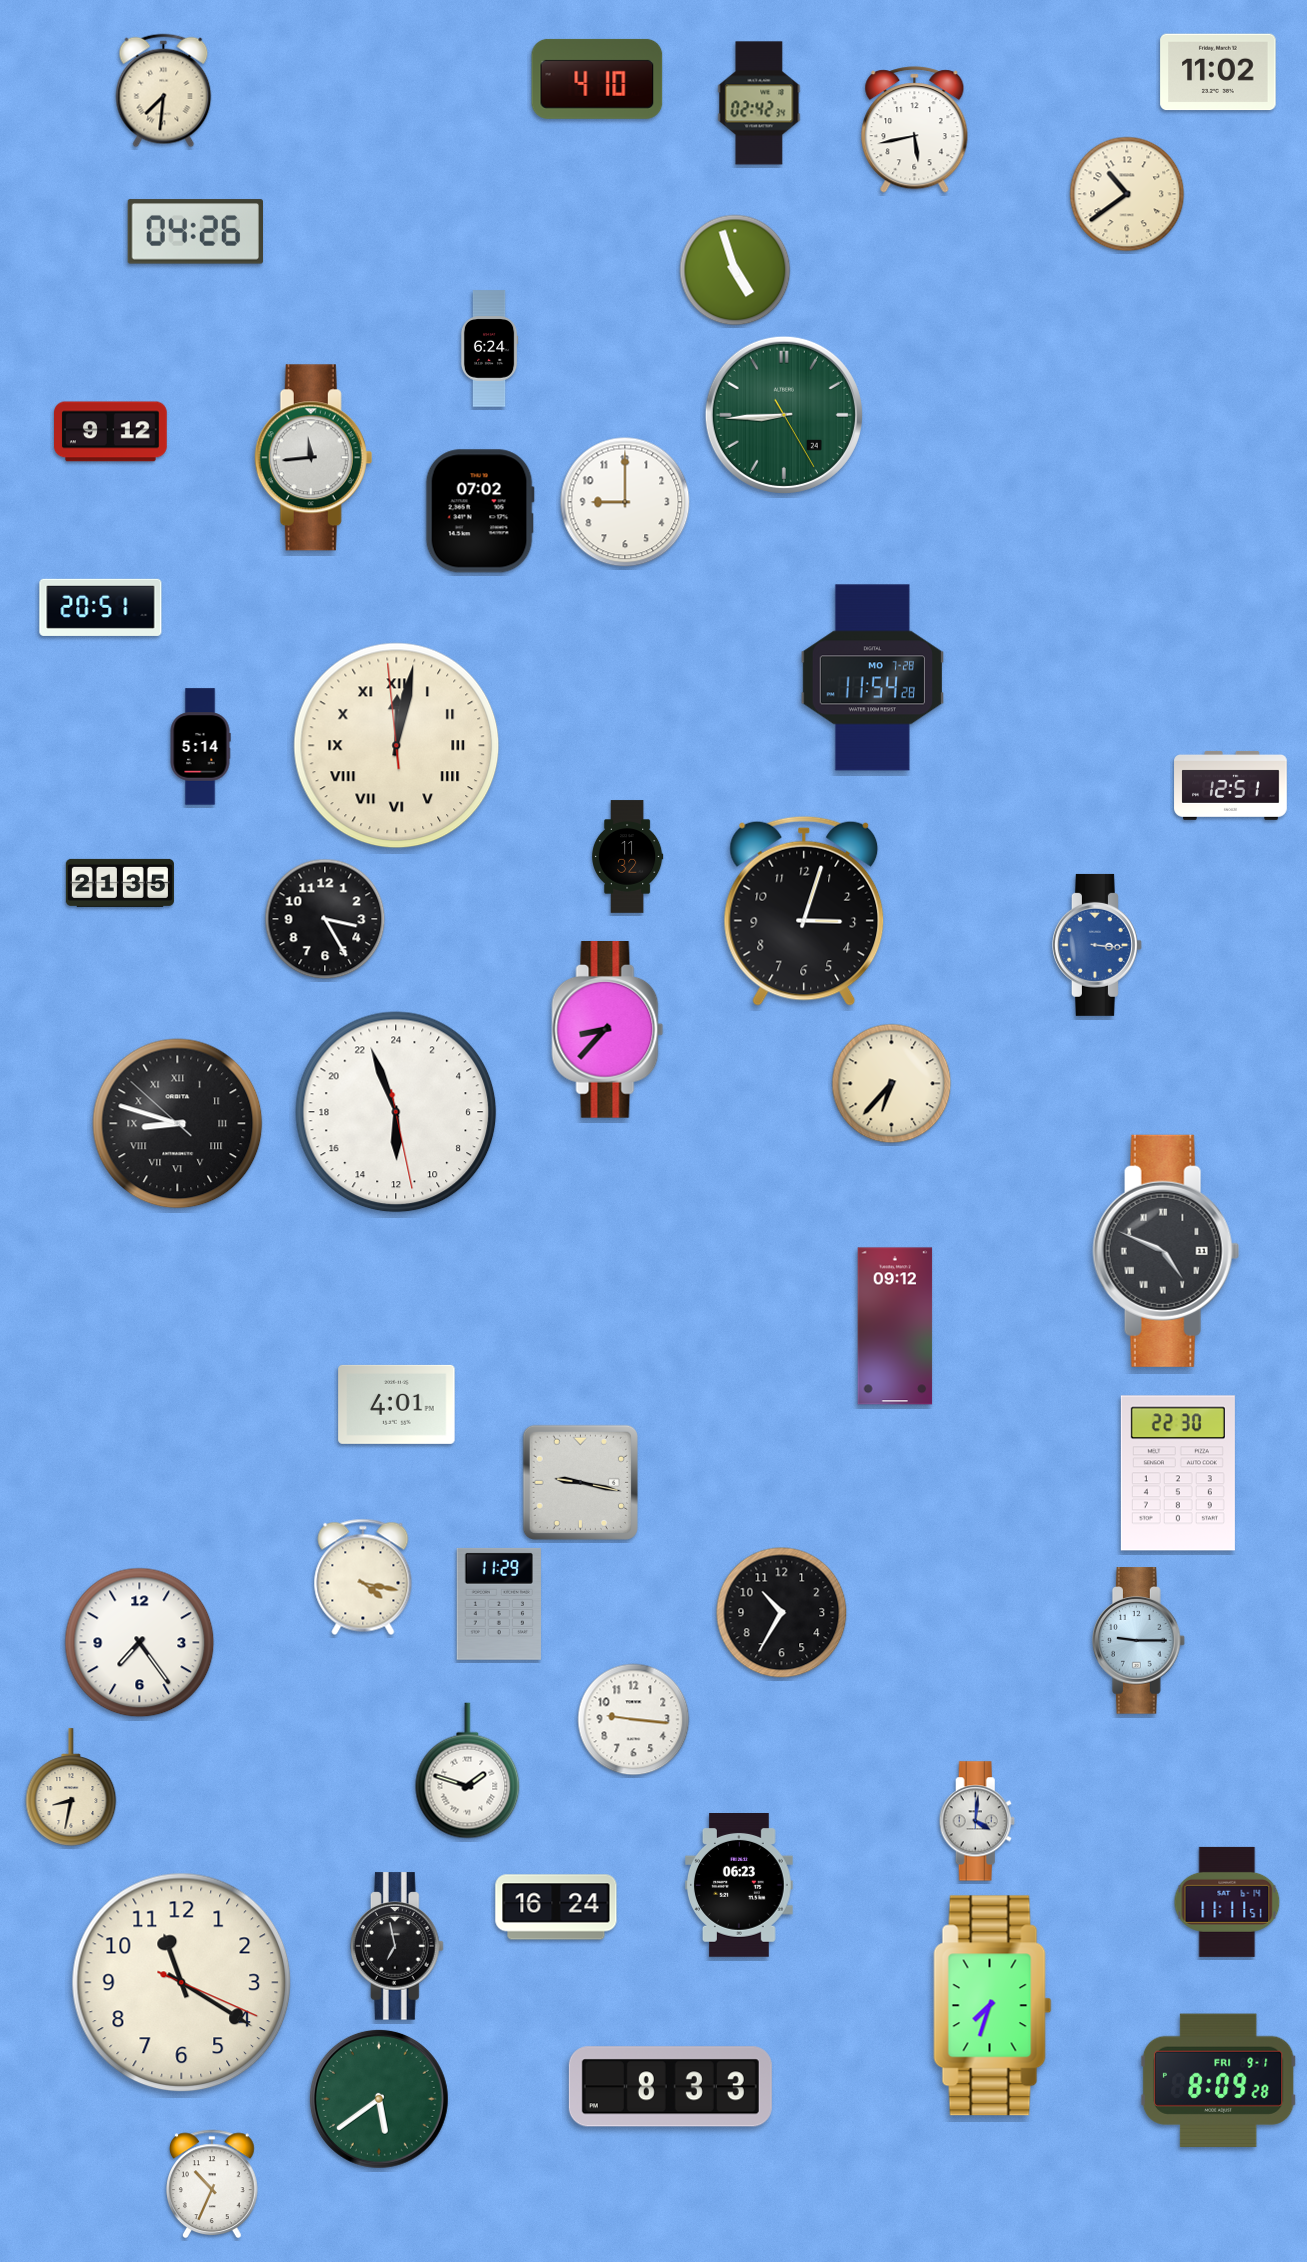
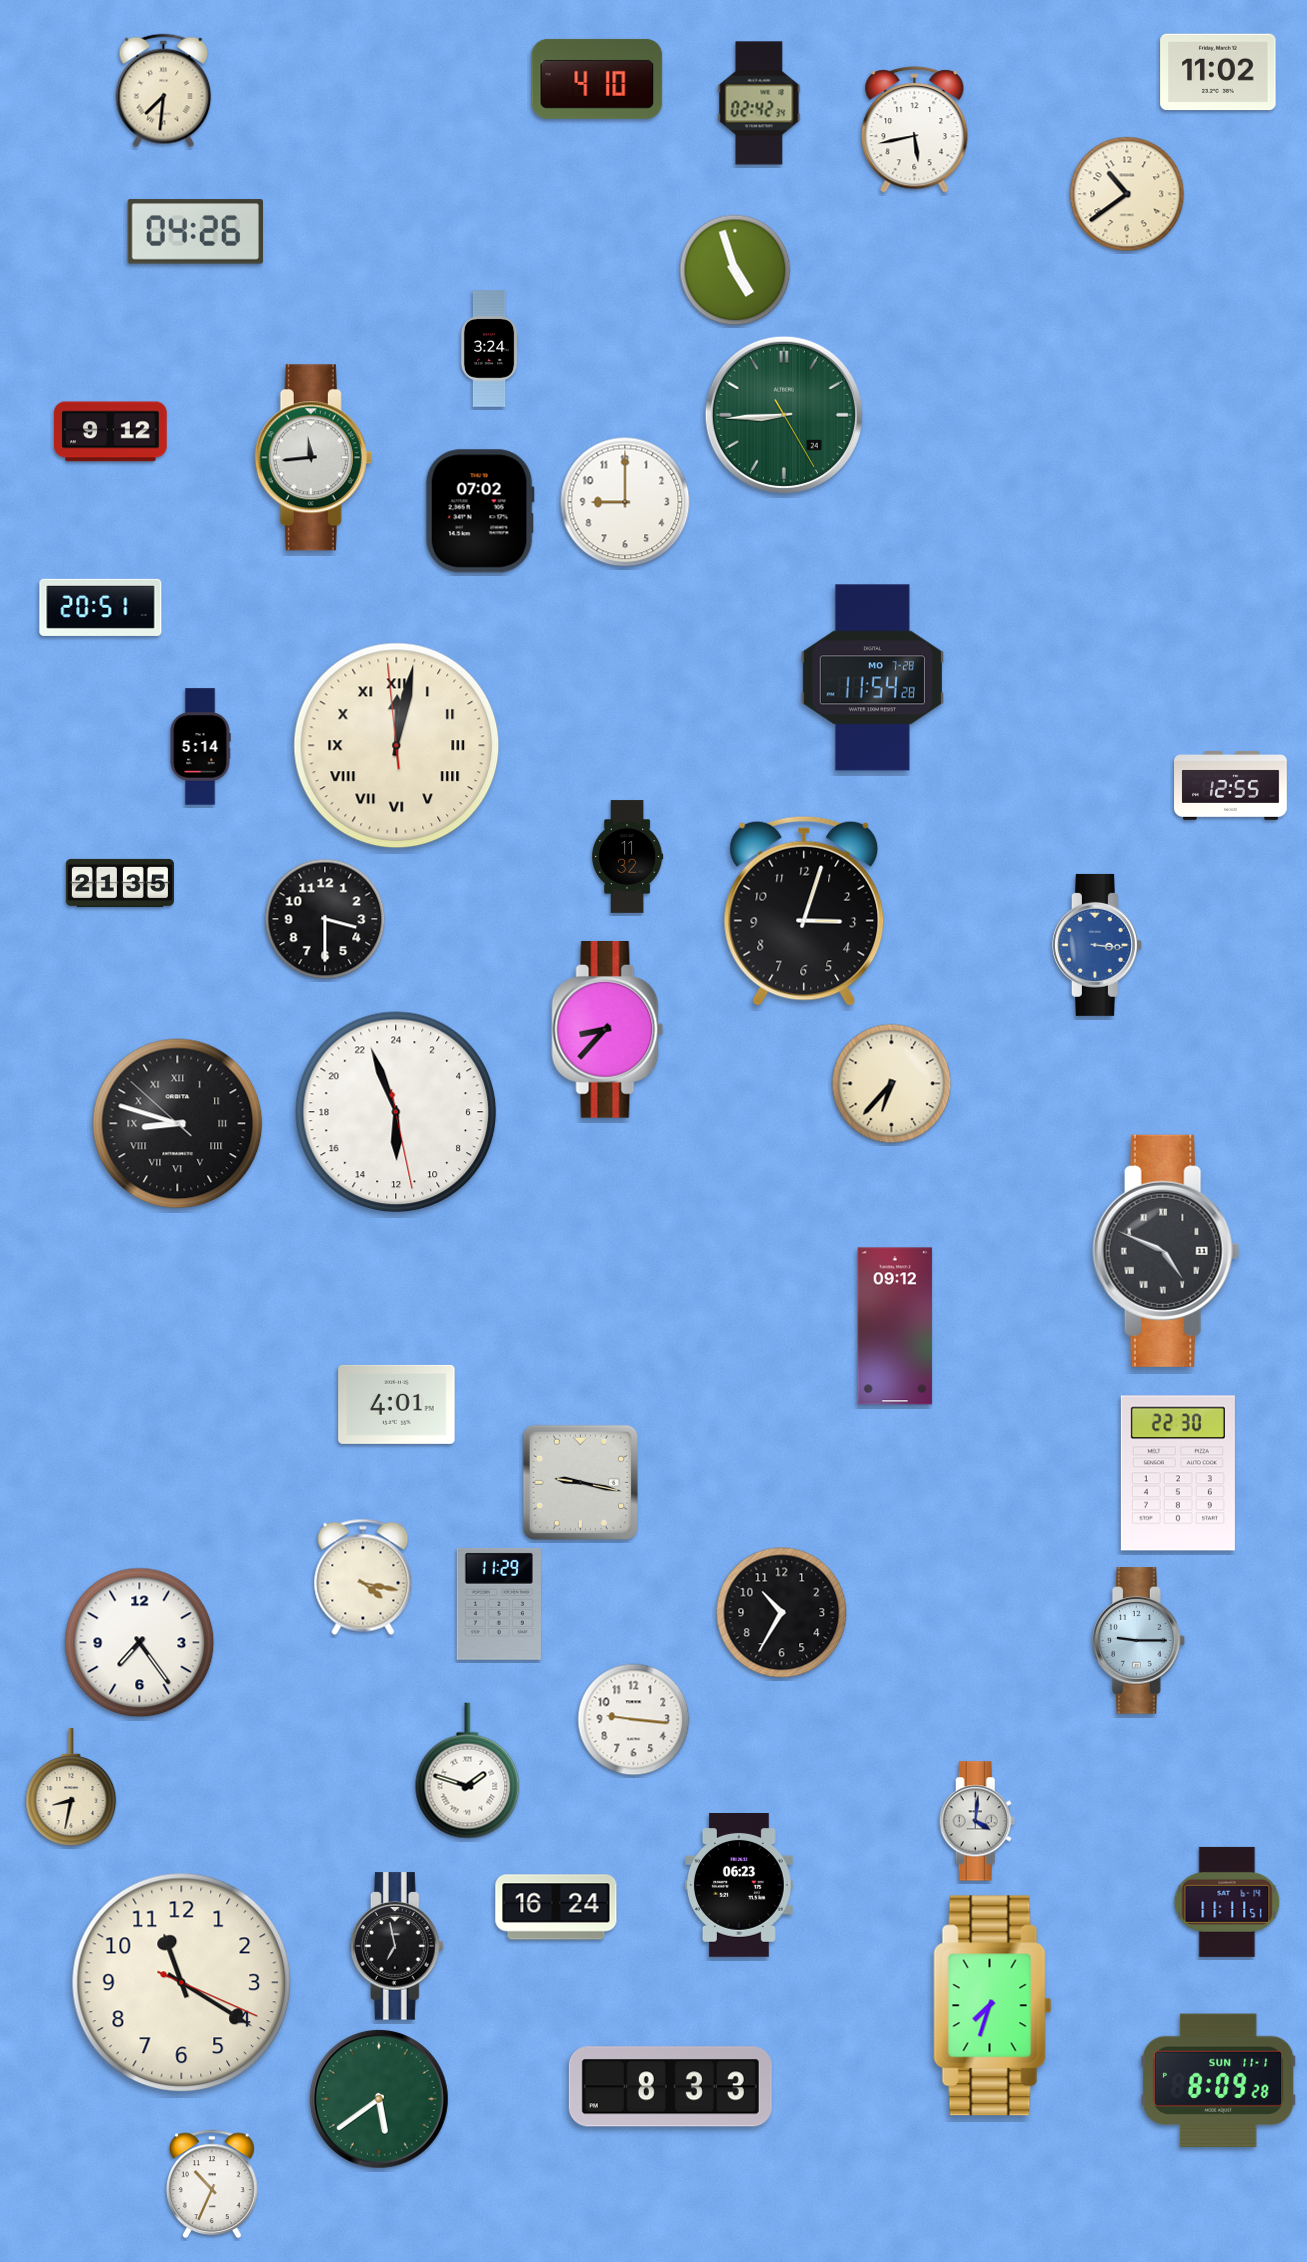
clock at (489, 349): 6:24 -> 3:24
clock at (1231, 785): 12:51 -> 12:55
clock at (325, 919): 3:25 -> 3:30
clock at (1218, 2080) date: FRI 9-1 -> SUN 11-1
